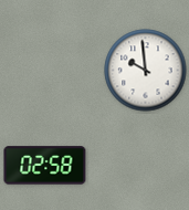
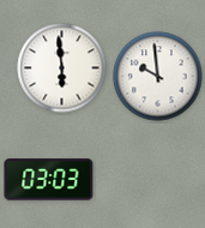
clock at (62, 68): none -> 5:59
clock at (45, 166): 02:58 -> 03:03
